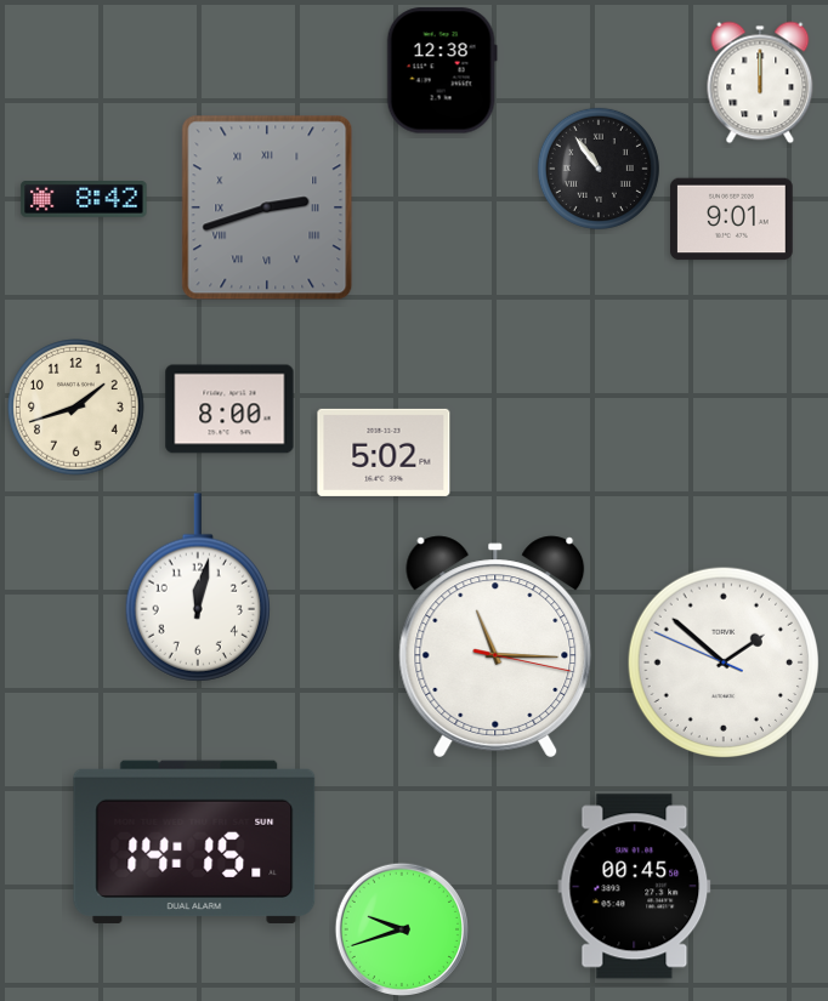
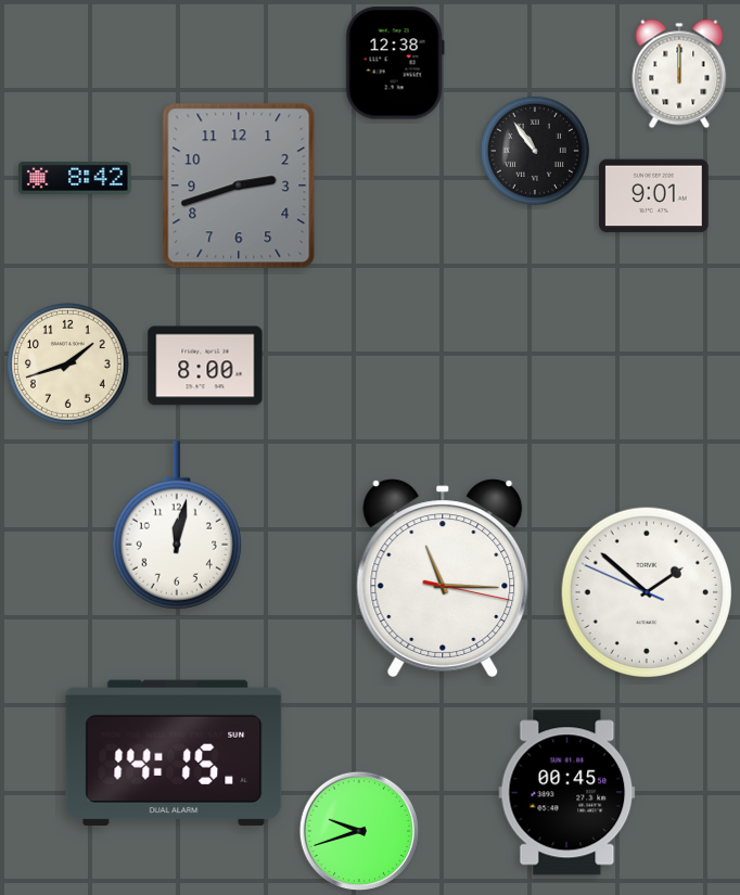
clock at (267, 207) numerals: Roman -> Arabic
clock at (384, 453): 5:02 -> none
